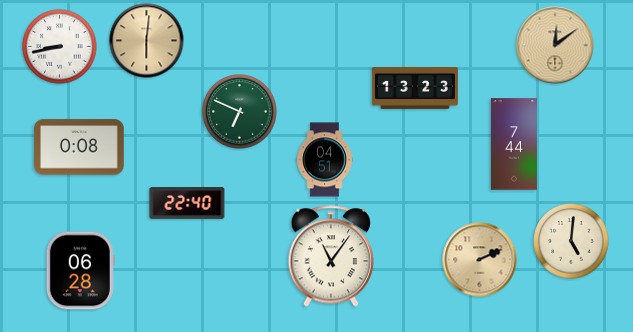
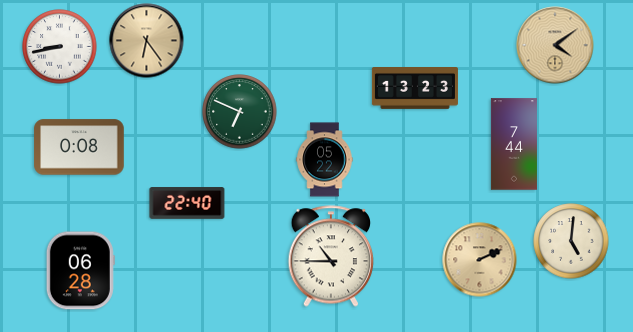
clock at (147, 41): 6:01 -> 6:24
clock at (555, 45): 12:09 -> 4:09
clock at (325, 160): 04:51 -> 05:22
clock at (331, 256): 11:06 -> 10:45
